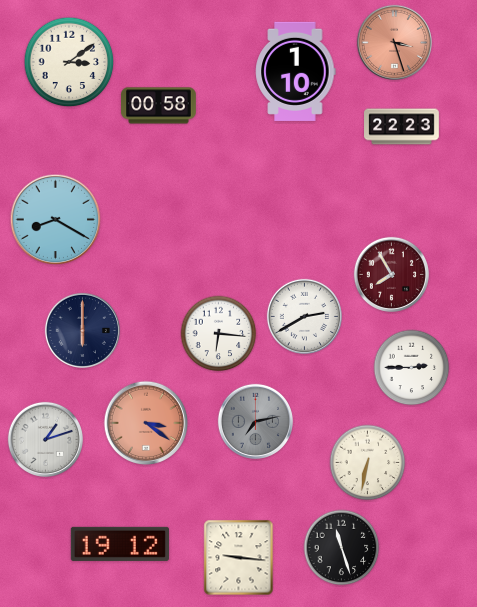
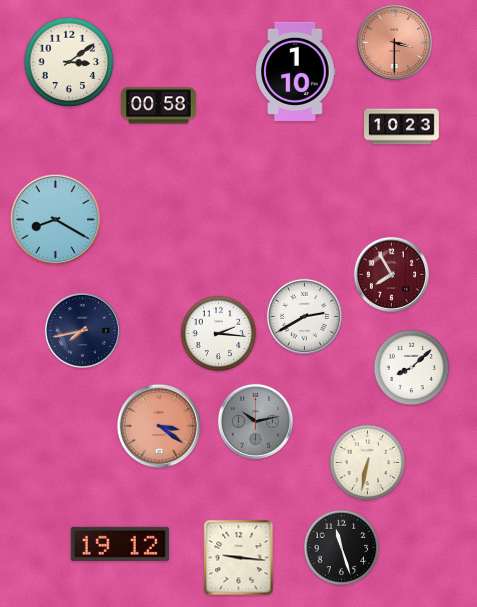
clock at (394, 42): 3:27 -> 3:30
clock at (402, 127): 22:23 -> 10:23
clock at (82, 330): 6:00 -> 7:43
clock at (219, 334): 6:16 -> 2:16
clock at (412, 368): 2:45 -> 8:08
clock at (255, 421): 7:13 -> 10:13
clock at (146, 423) position: (146, 423) -> (159, 426)
clock at (45, 439): 1:12 -> none
